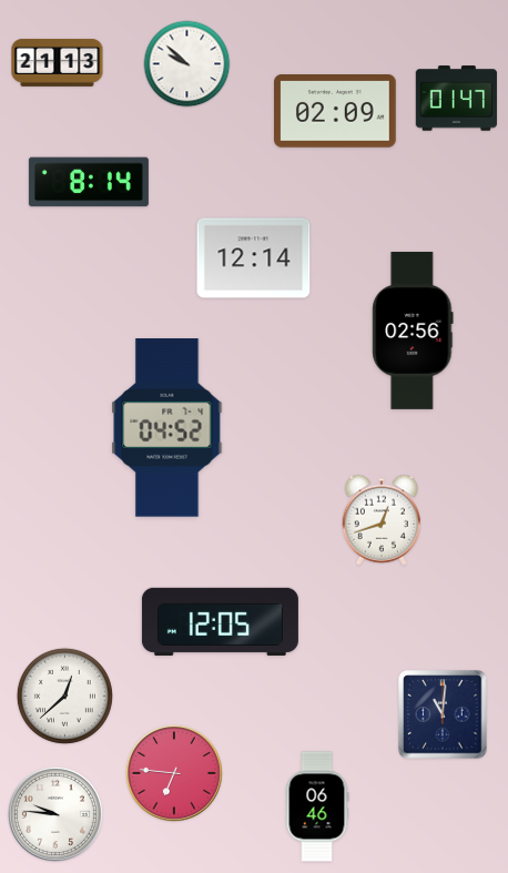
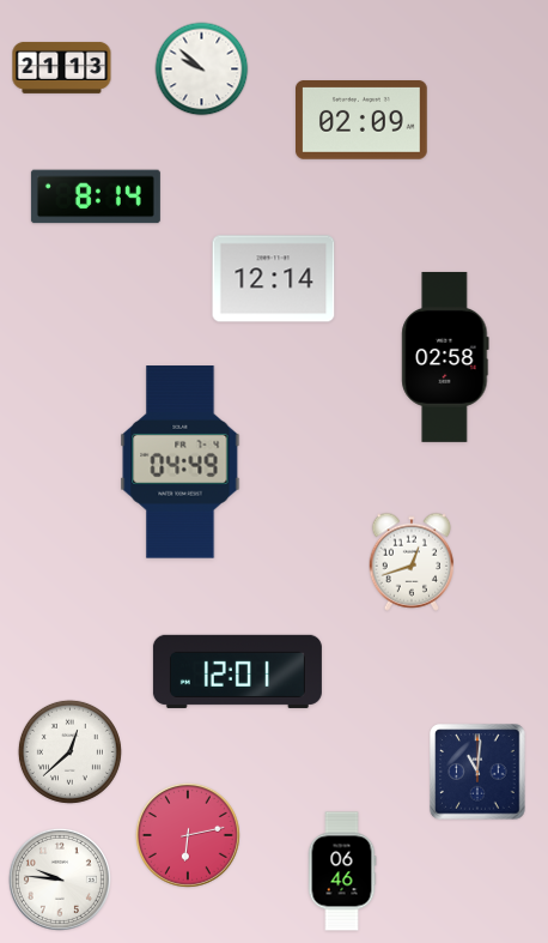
clock at (456, 99): 01:47 -> none
clock at (413, 331): 02:56 -> 02:58
clock at (167, 428): 04:52 -> 04:49
clock at (220, 621): 12:05 -> 12:01
clock at (174, 773): 6:46 -> 6:13
